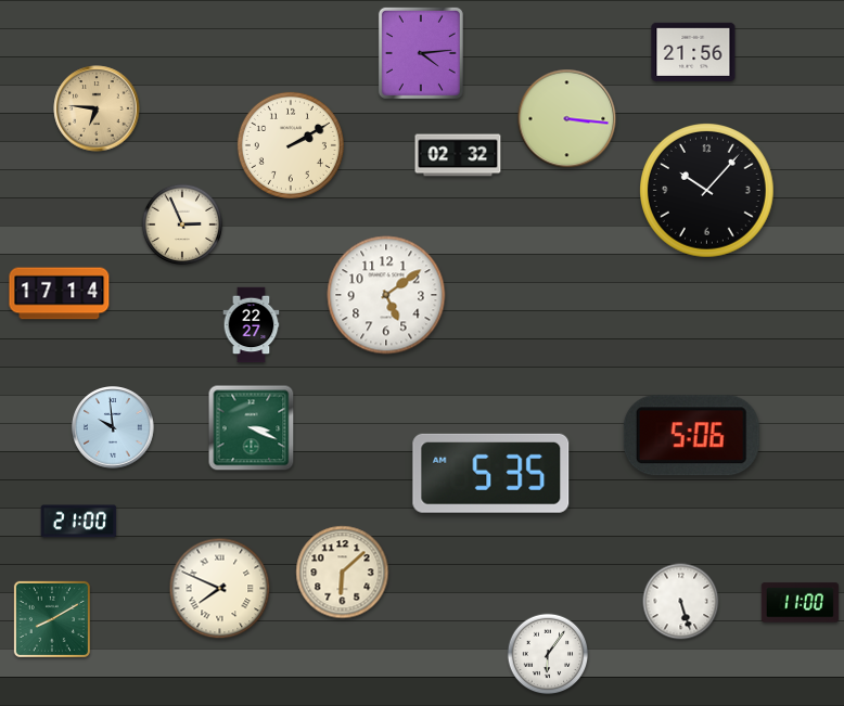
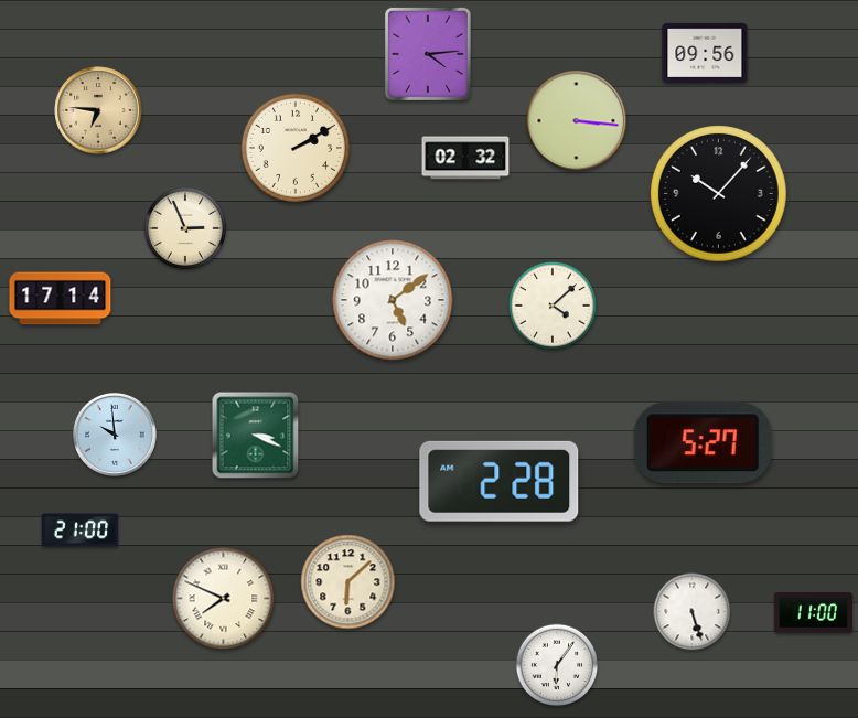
clock at (693, 52): 21:56 -> 09:56
clock at (553, 306): none -> 4:08
clock at (252, 325): 22:27 -> none
clock at (691, 436): 5:06 -> 5:27
clock at (491, 473): 5:35 -> 2:28
clock at (52, 619): 8:10 -> none
